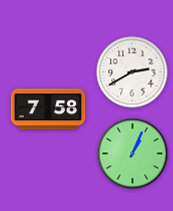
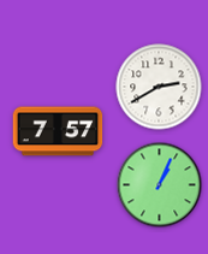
clock at (48, 109): 7:58 -> 7:57
